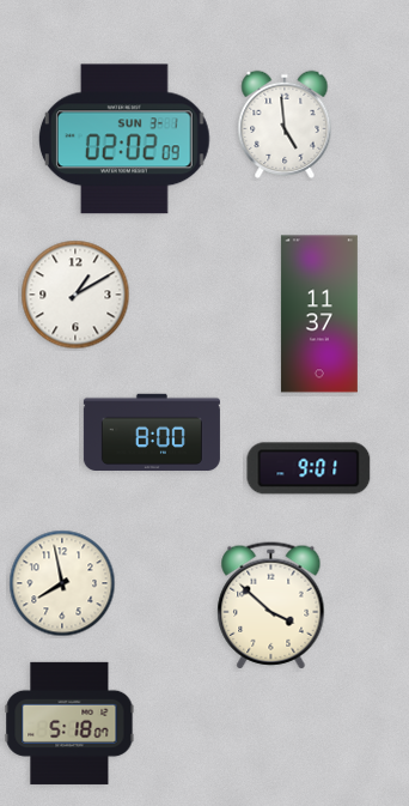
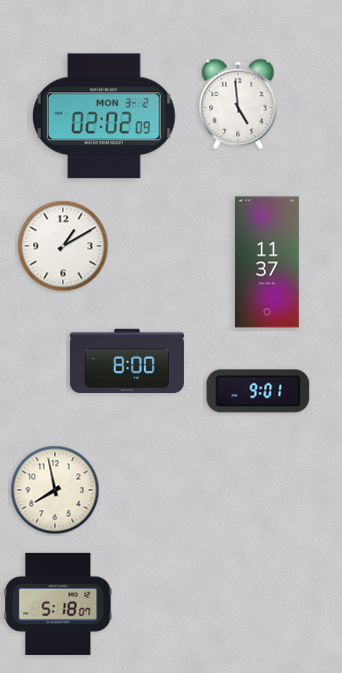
clock at (124, 139) date: SUN 3-1 -> MON 3-2
clock at (62, 583) position: (62, 583) -> (55, 490)
clock at (271, 606): 3:52 -> none
